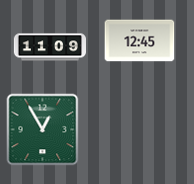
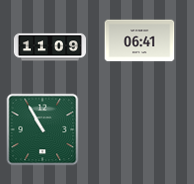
clock at (140, 41): 12:45 -> 06:41
clock at (43, 130): 12:55 -> 10:55
